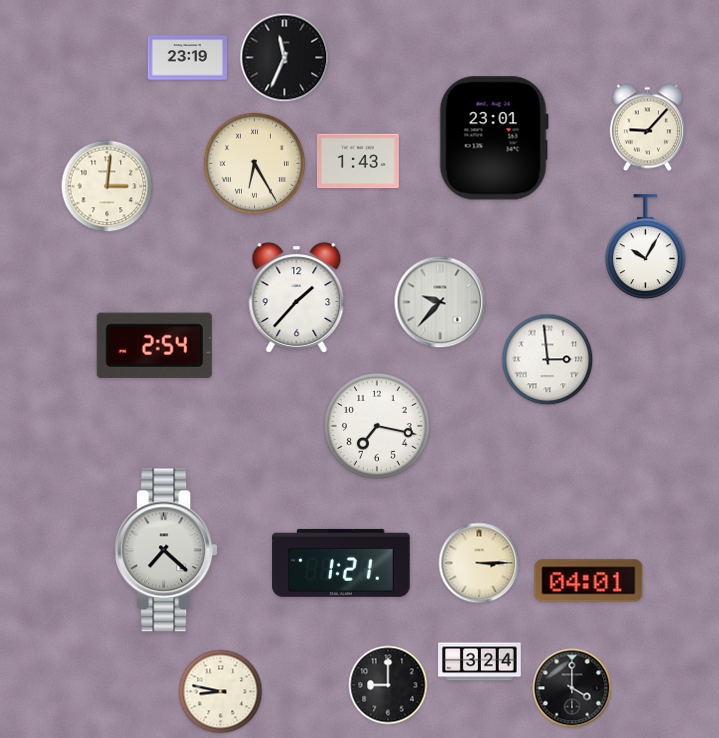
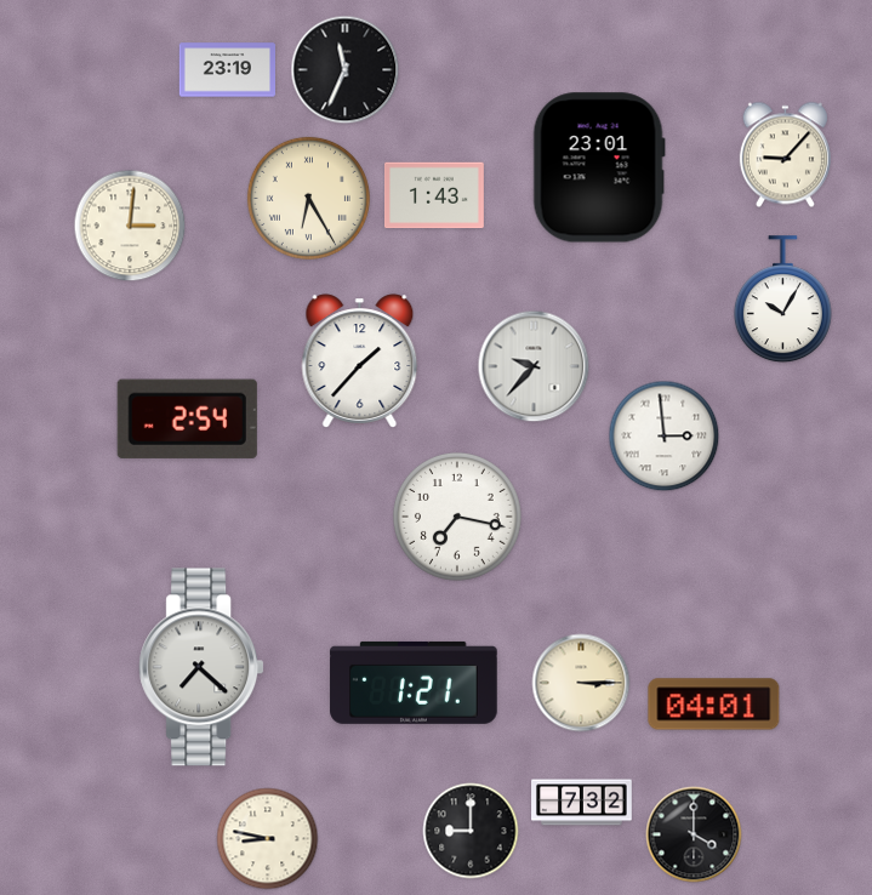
clock at (480, 662): 3:24 -> 7:32
